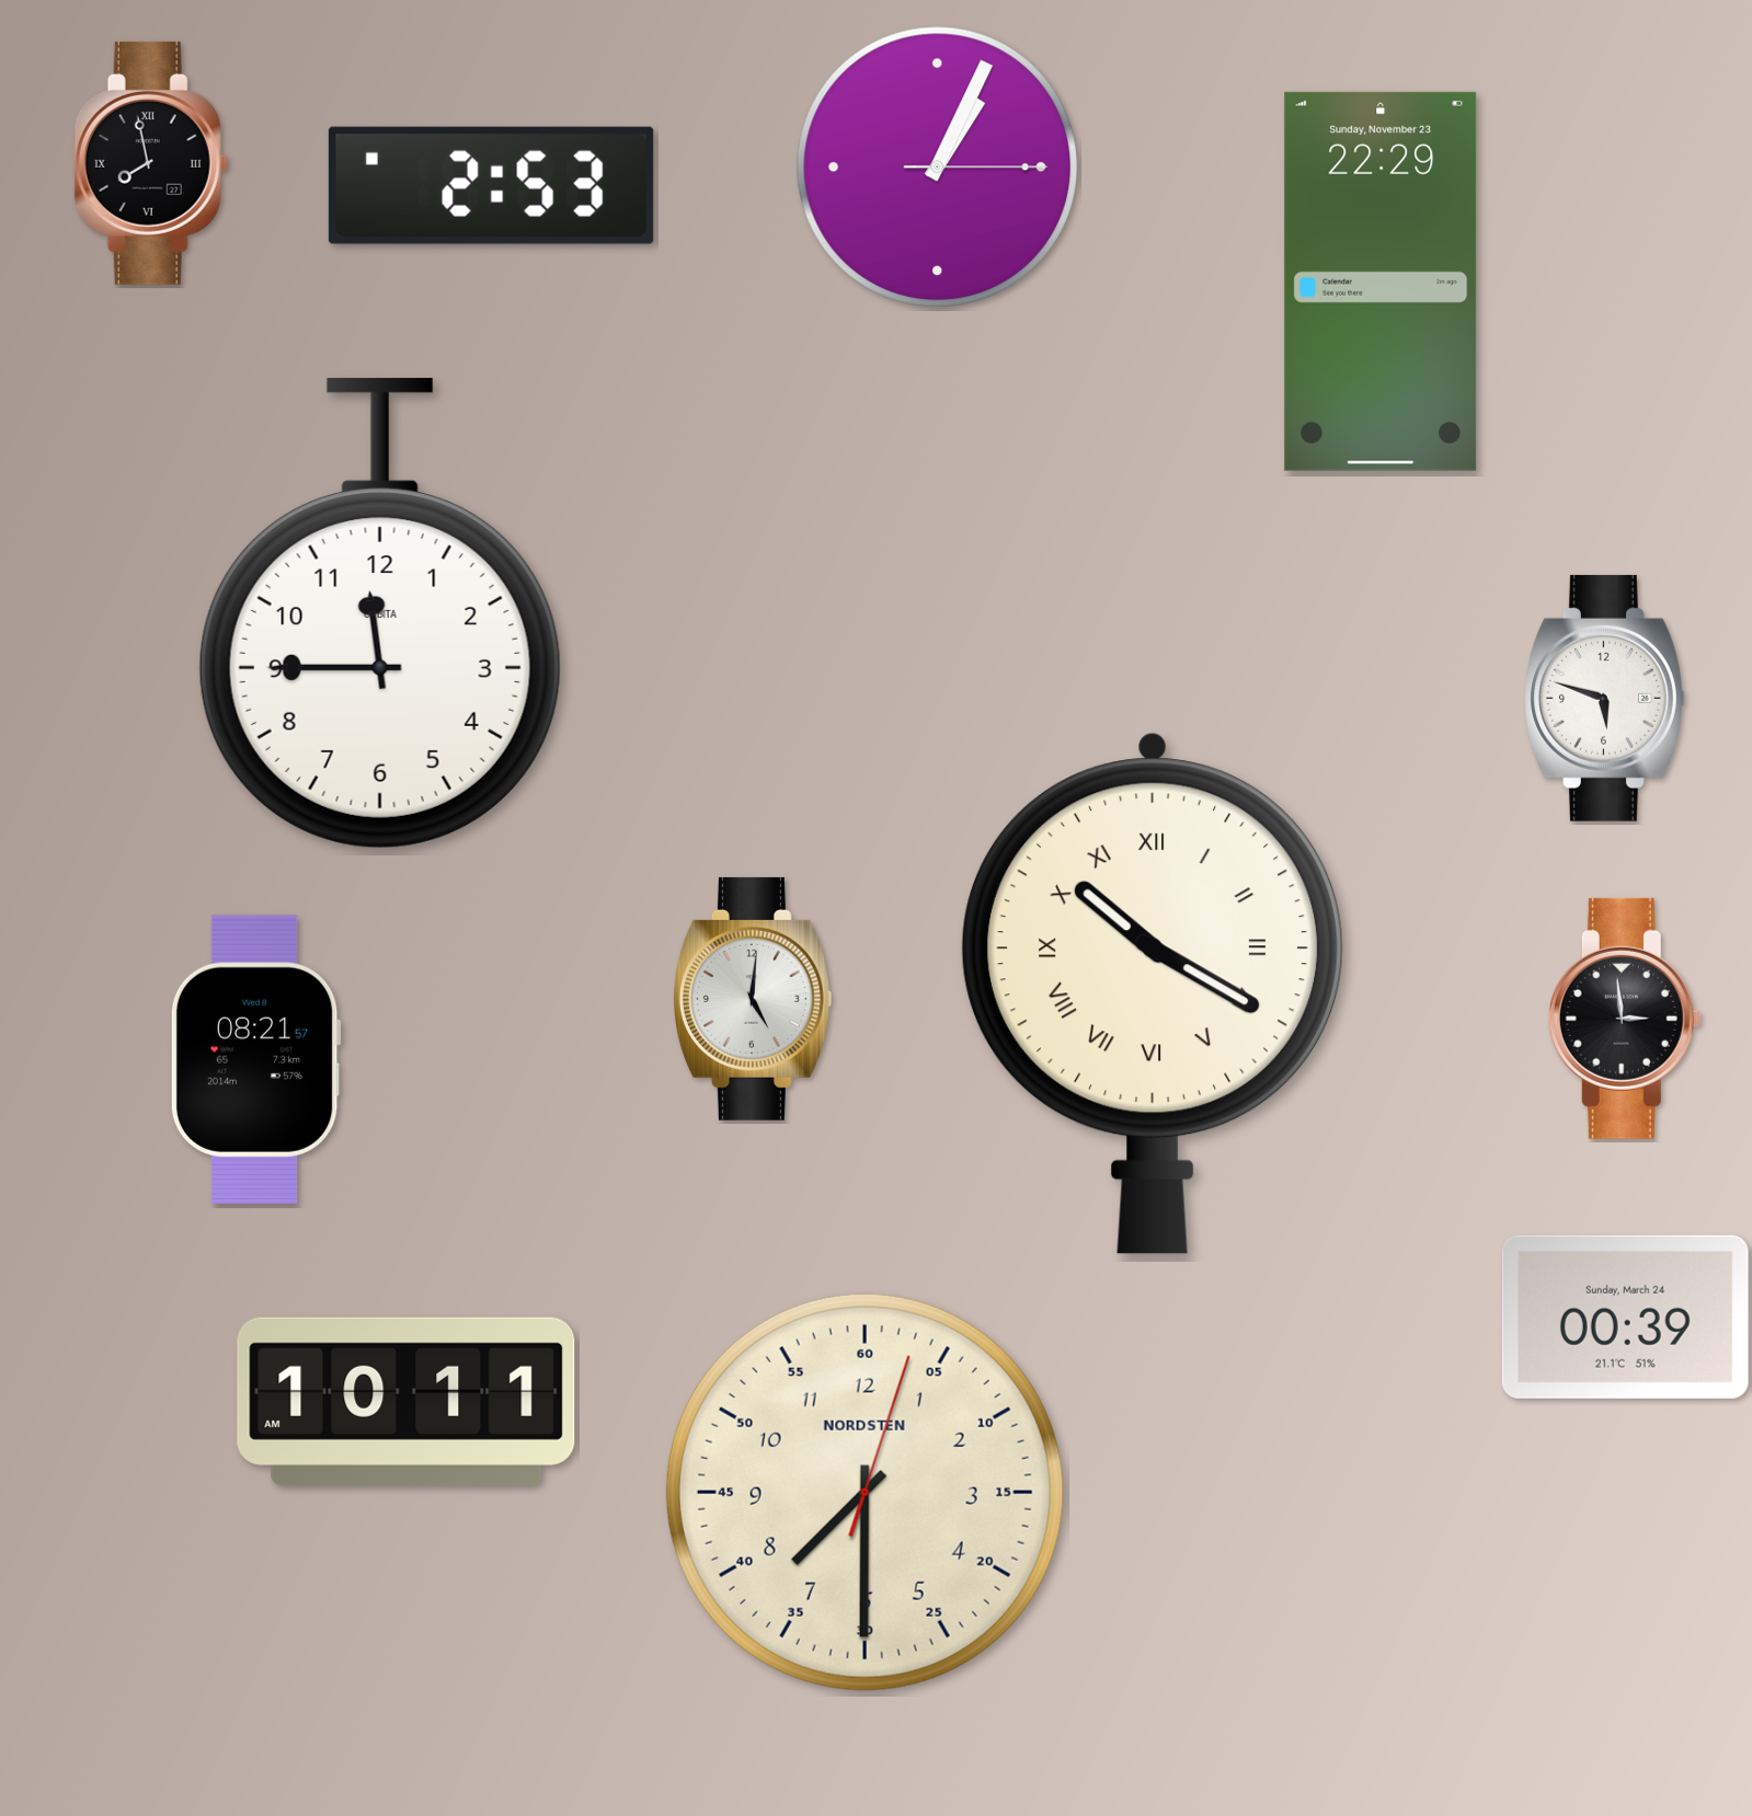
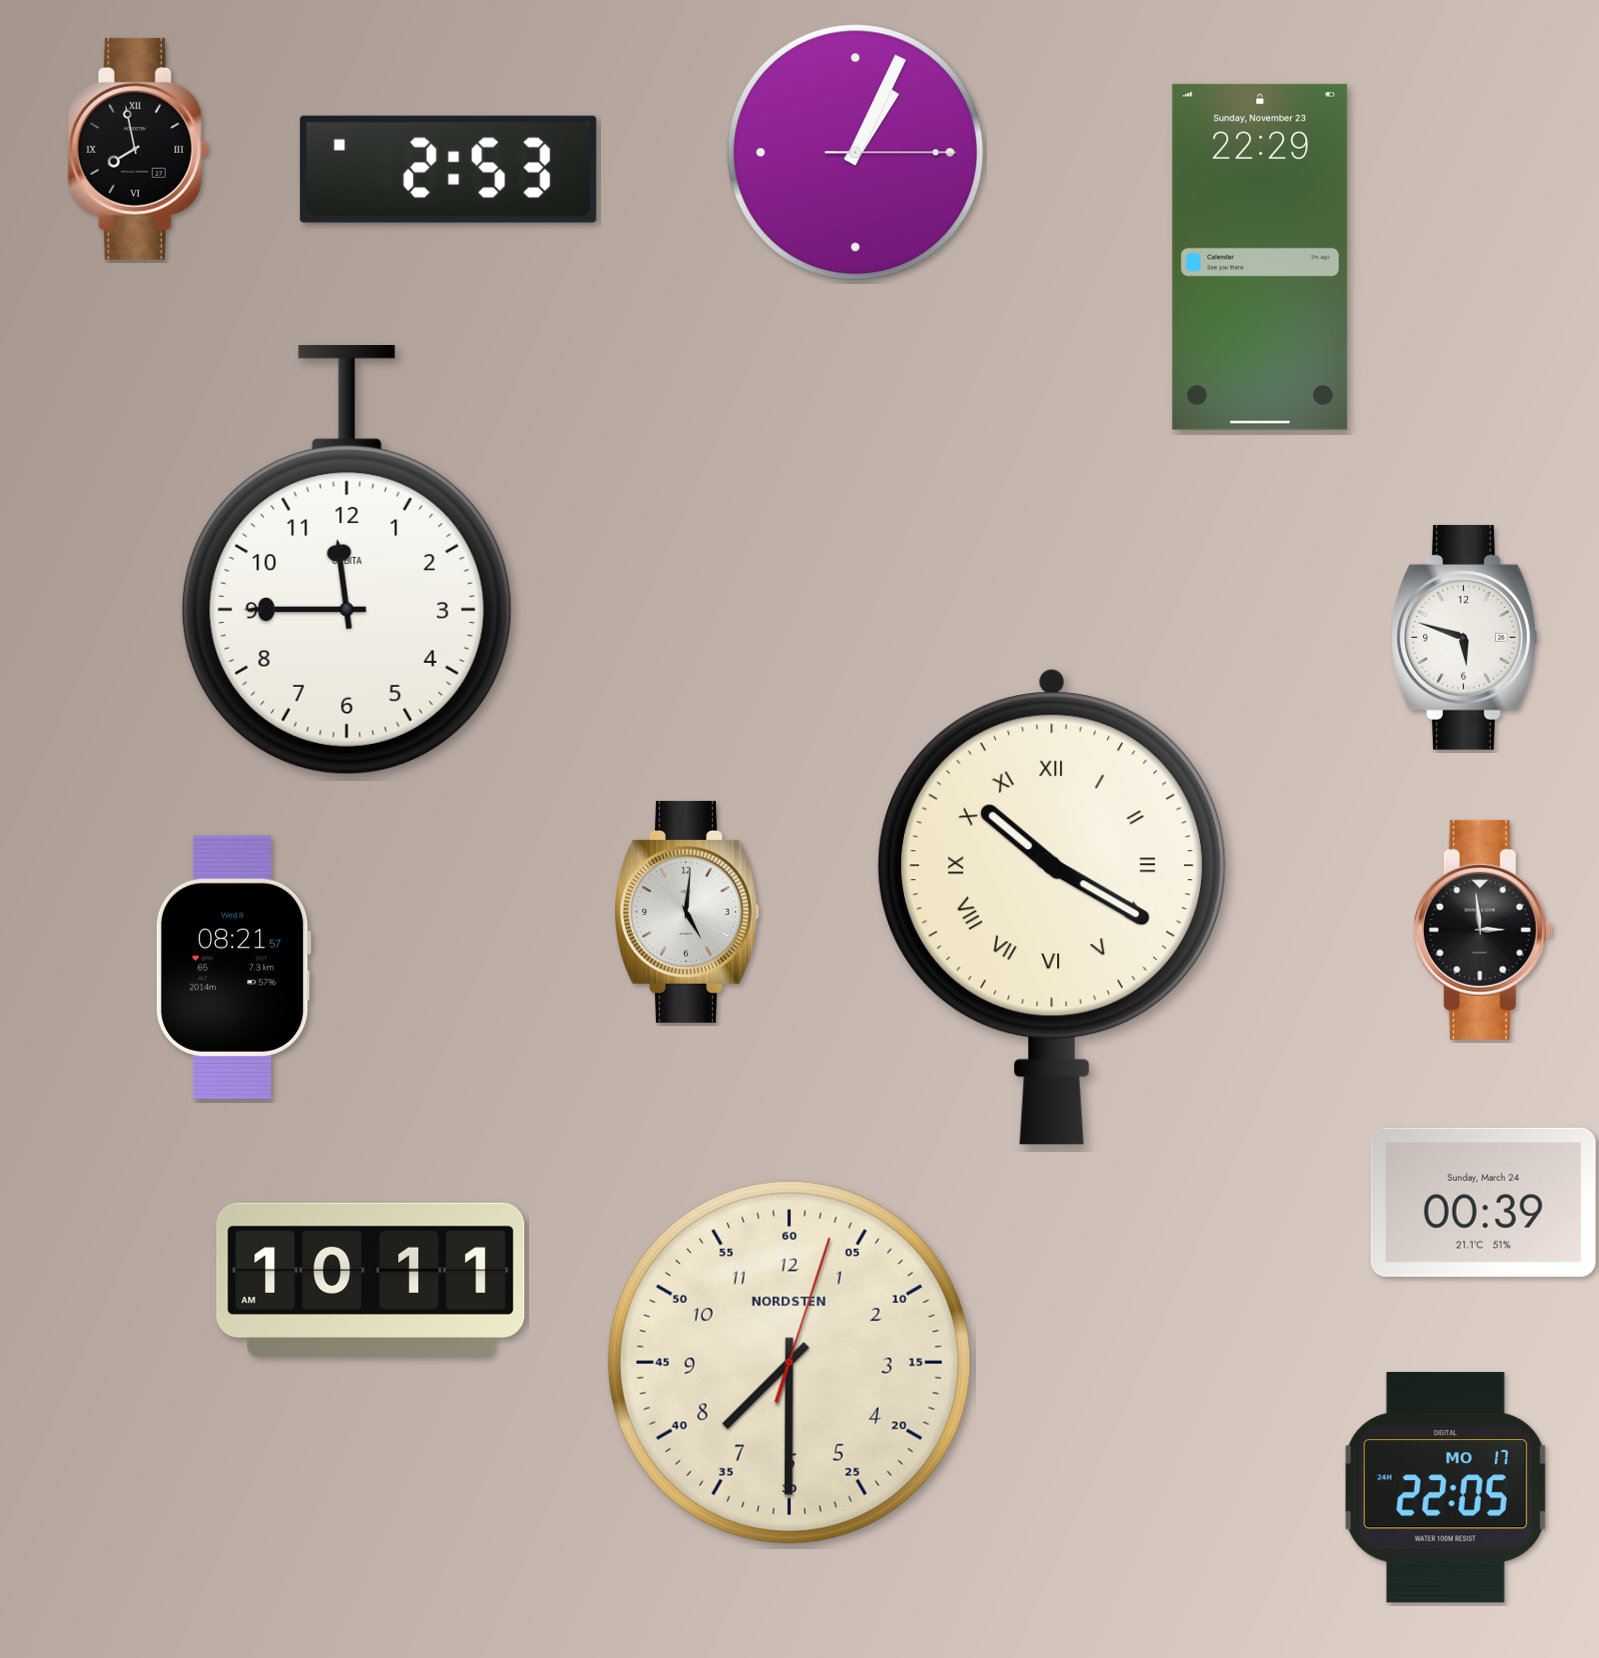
clock at (1445, 1487): none -> 22:05
